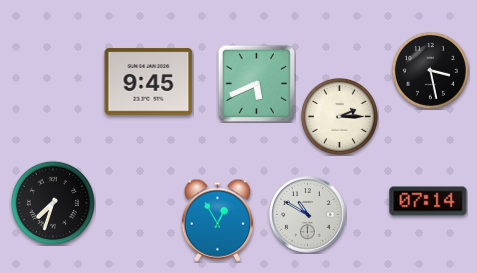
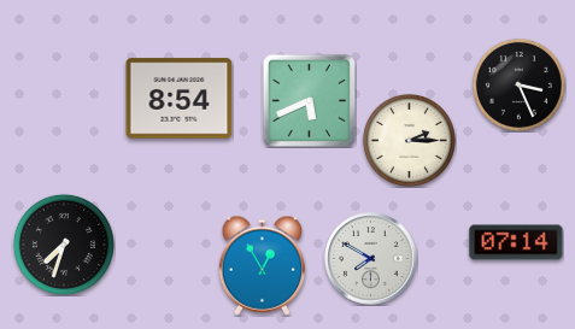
clock at (430, 70): 3:28 -> 3:26
clock at (149, 82): 9:45 -> 8:54
clock at (308, 215): 10:50 -> 7:50
